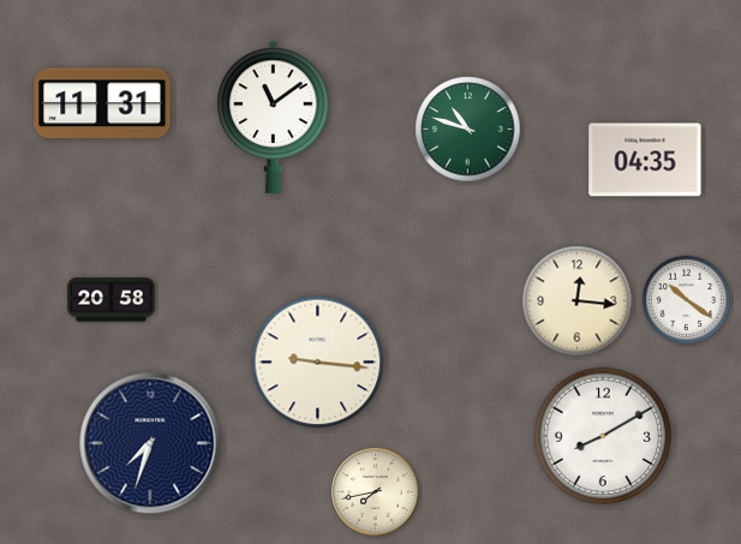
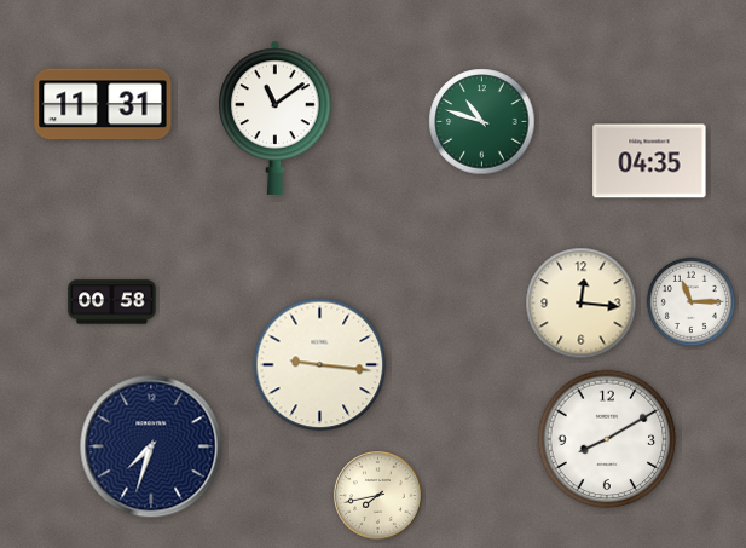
clock at (468, 130) position: (468, 130) -> (482, 122)
clock at (686, 299): 10:21 -> 11:15
clock at (112, 300): 20:58 -> 00:58
